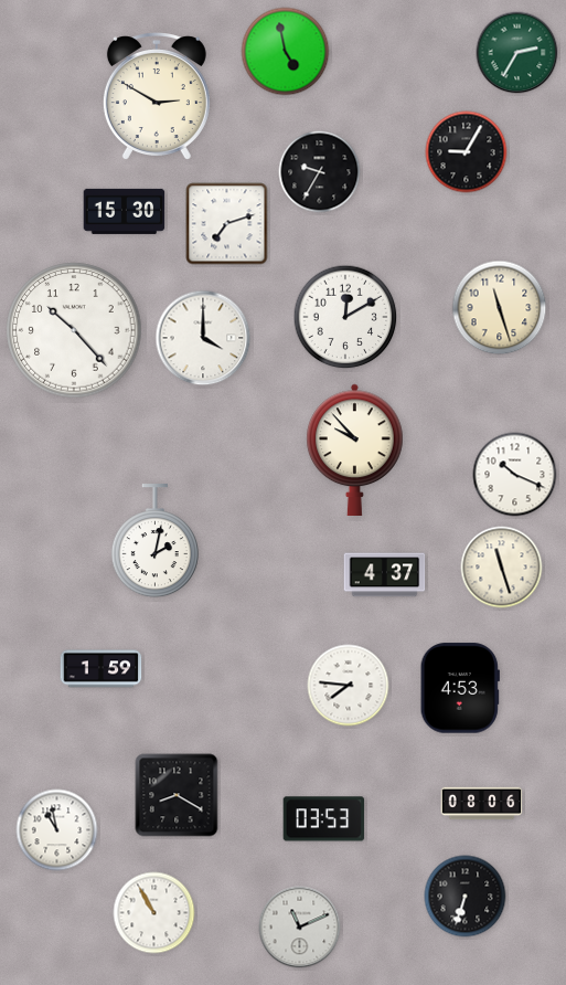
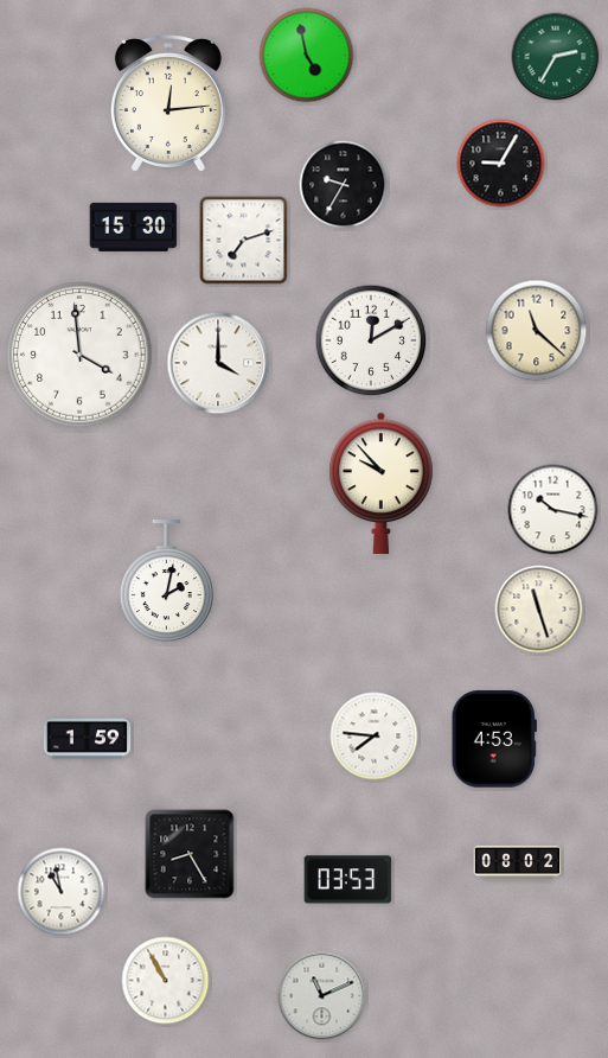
clock at (157, 96): 2:50 -> 12:14
clock at (500, 308): 11:27 -> 11:22
clock at (74, 330): 10:23 -> 3:59
clock at (515, 475): 10:19 -> 10:17
clock at (385, 575): 4:37 -> none
clock at (102, 669) position: (102, 669) -> (88, 739)
clock at (177, 795): 8:20 -> 8:25
clock at (482, 804): 08:06 -> 08:02
clock at (466, 897): 6:33 -> none
